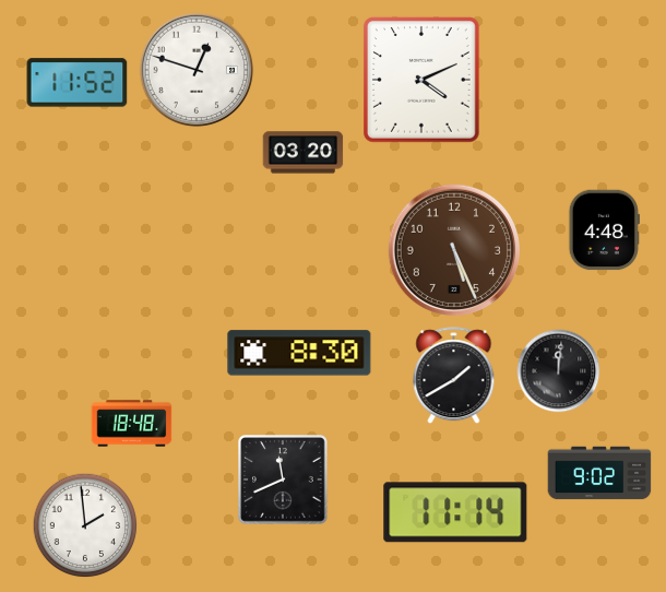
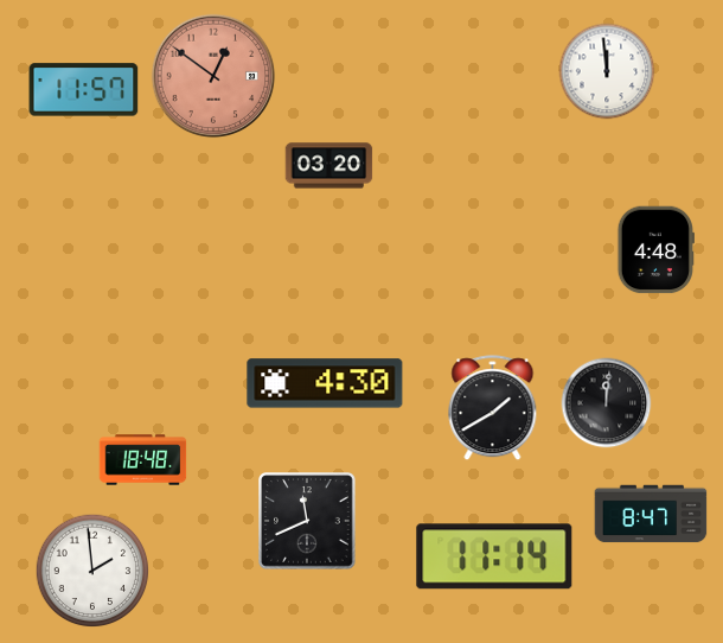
clock at (607, 71): none -> 11:59
clock at (197, 70): 12:48 -> 12:51
clock at (197, 70) dial: white -> salmon
clock at (423, 81): 4:11 -> none
clock at (78, 83): 11:52 -> 11:57
clock at (454, 250): 5:26 -> none
clock at (299, 353): 8:30 -> 4:30
clock at (599, 473): 9:02 -> 8:47
